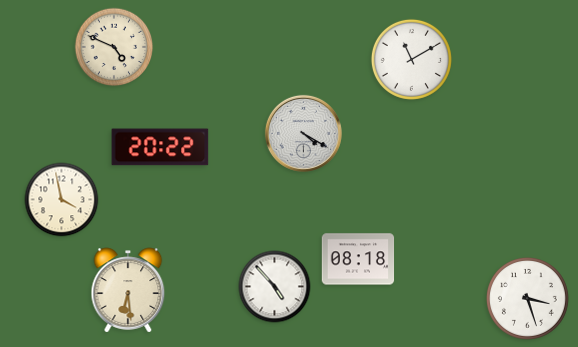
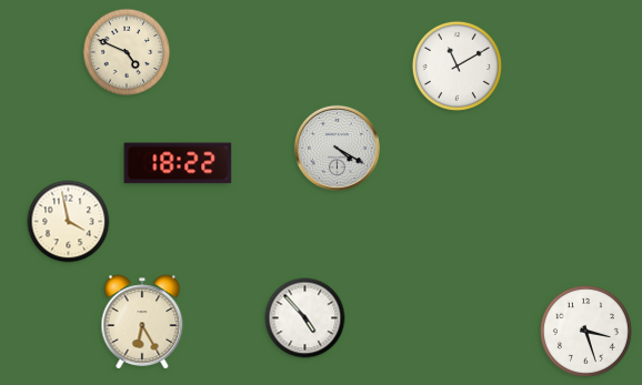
clock at (160, 147): 20:22 -> 18:22
clock at (358, 259): 08:18 -> none
clock at (128, 290): 6:29 -> 6:25
